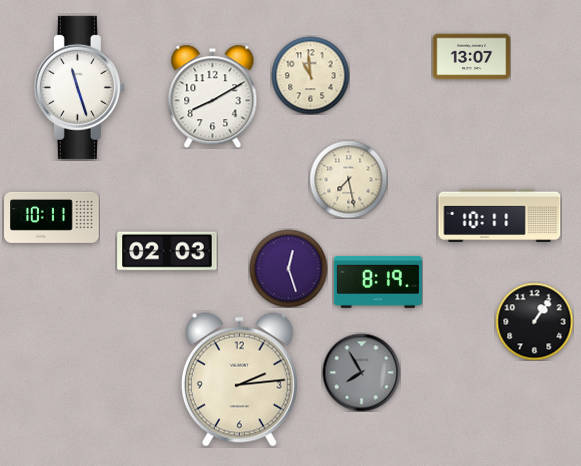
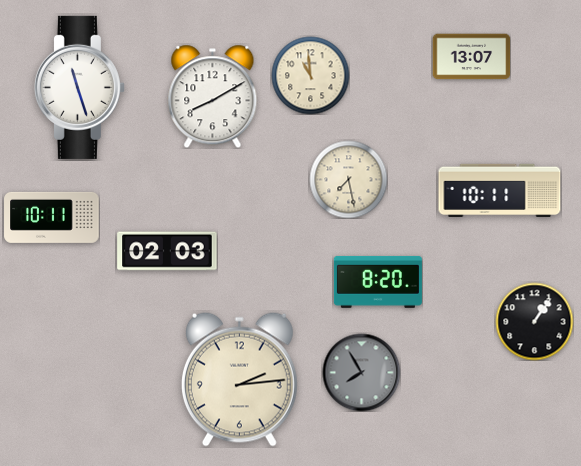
clock at (500, 215) position: (500, 215) -> (500, 190)
clock at (288, 268): 12:27 -> none
clock at (378, 282): 8:19 -> 8:20
